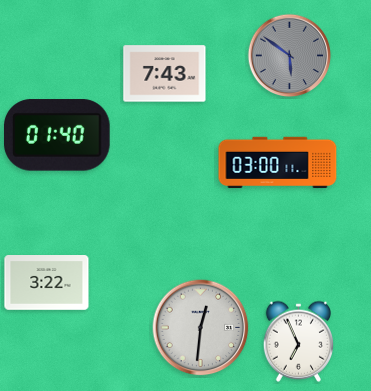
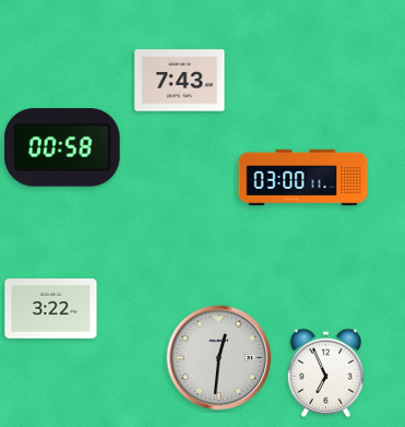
clock at (290, 56): 5:51 -> none
clock at (58, 135): 01:40 -> 00:58
